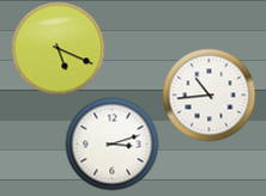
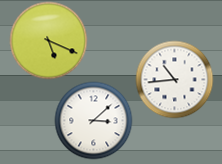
clock at (111, 143): 3:12 -> 3:08
